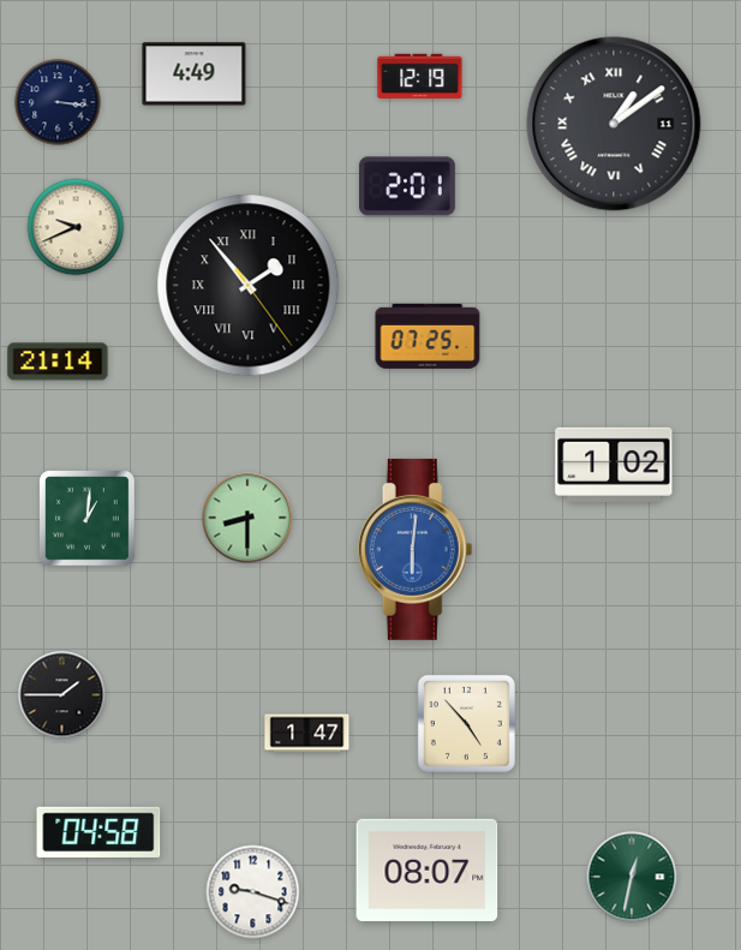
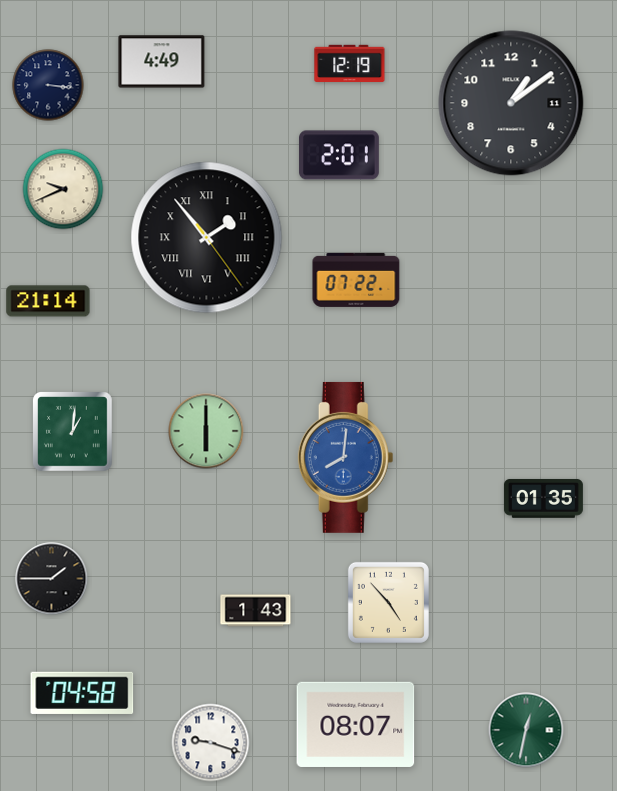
clock at (614, 124) numerals: Roman -> Arabic
clock at (428, 336): 07:25 -> 07:22
clock at (614, 465): 1:02 -> none
clock at (247, 518): 8:30 -> 6:00
clock at (416, 549): 6:01 -> 8:01
clock at (543, 498): none -> 01:35
clock at (307, 734): 1:47 -> 1:43
